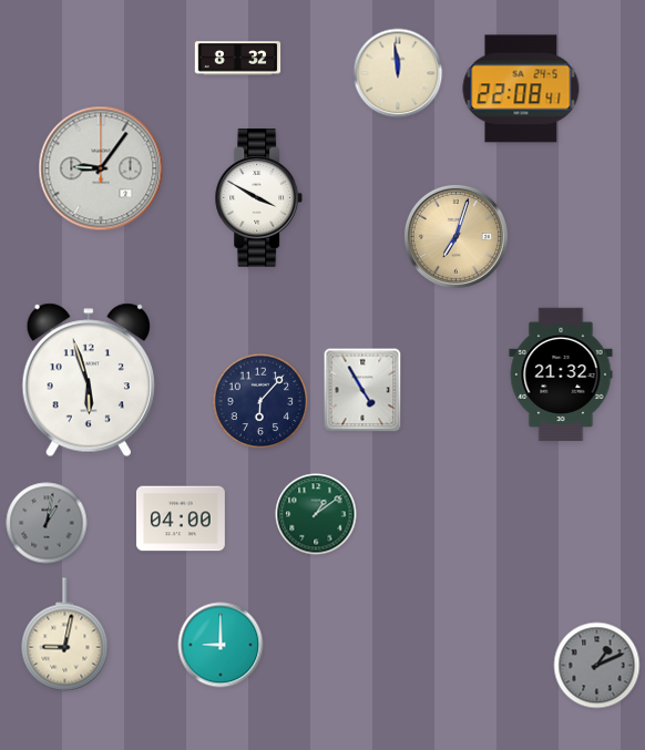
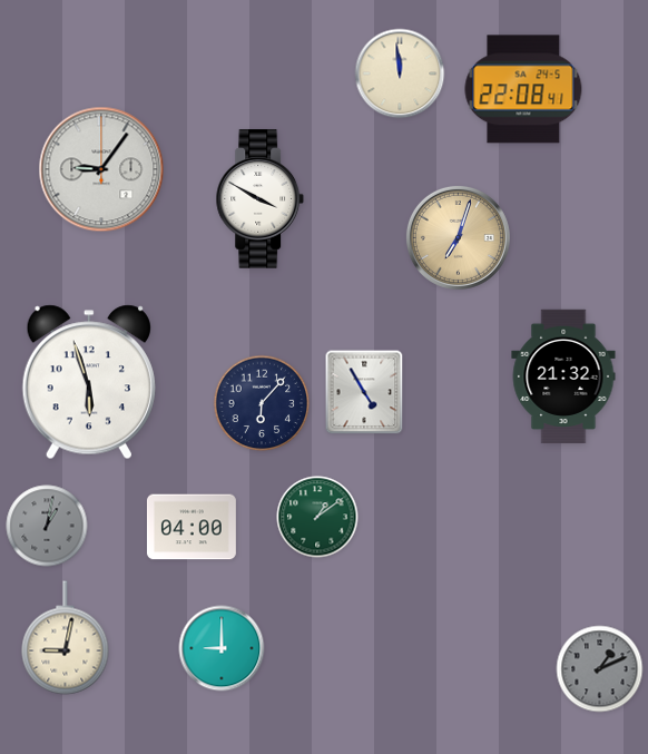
clock at (238, 59): 8:32 -> none
clock at (181, 518) position: (181, 518) -> (192, 527)
